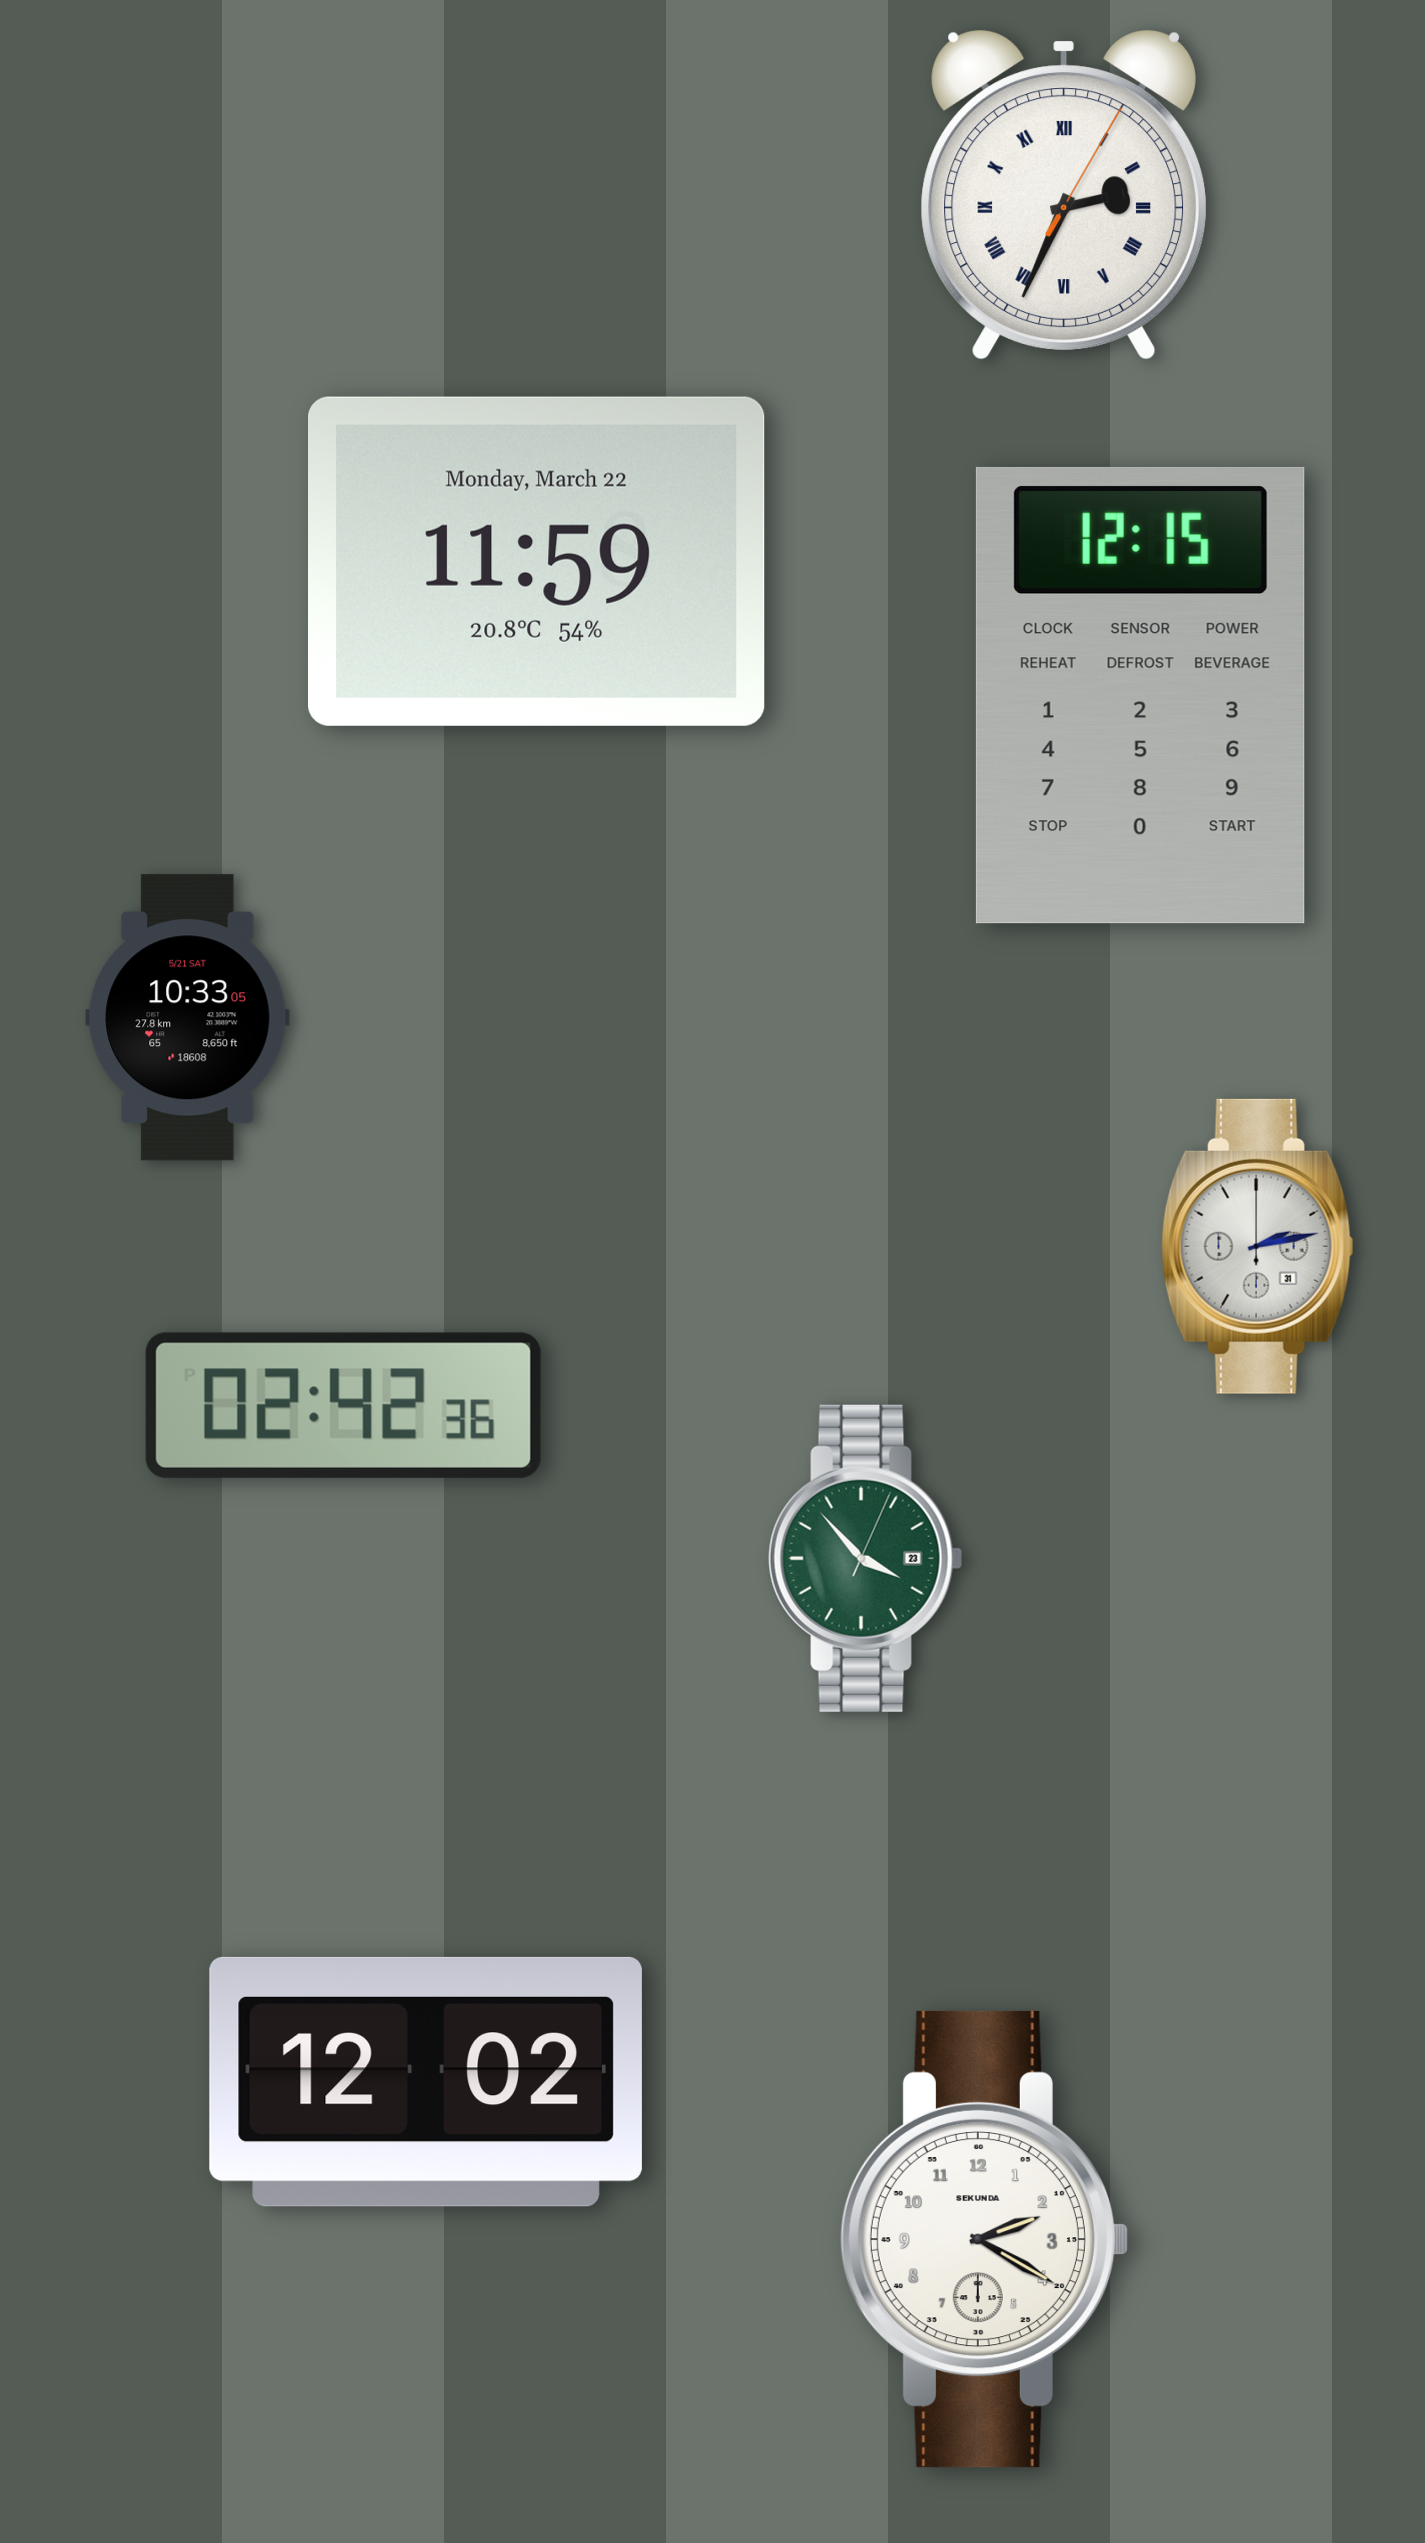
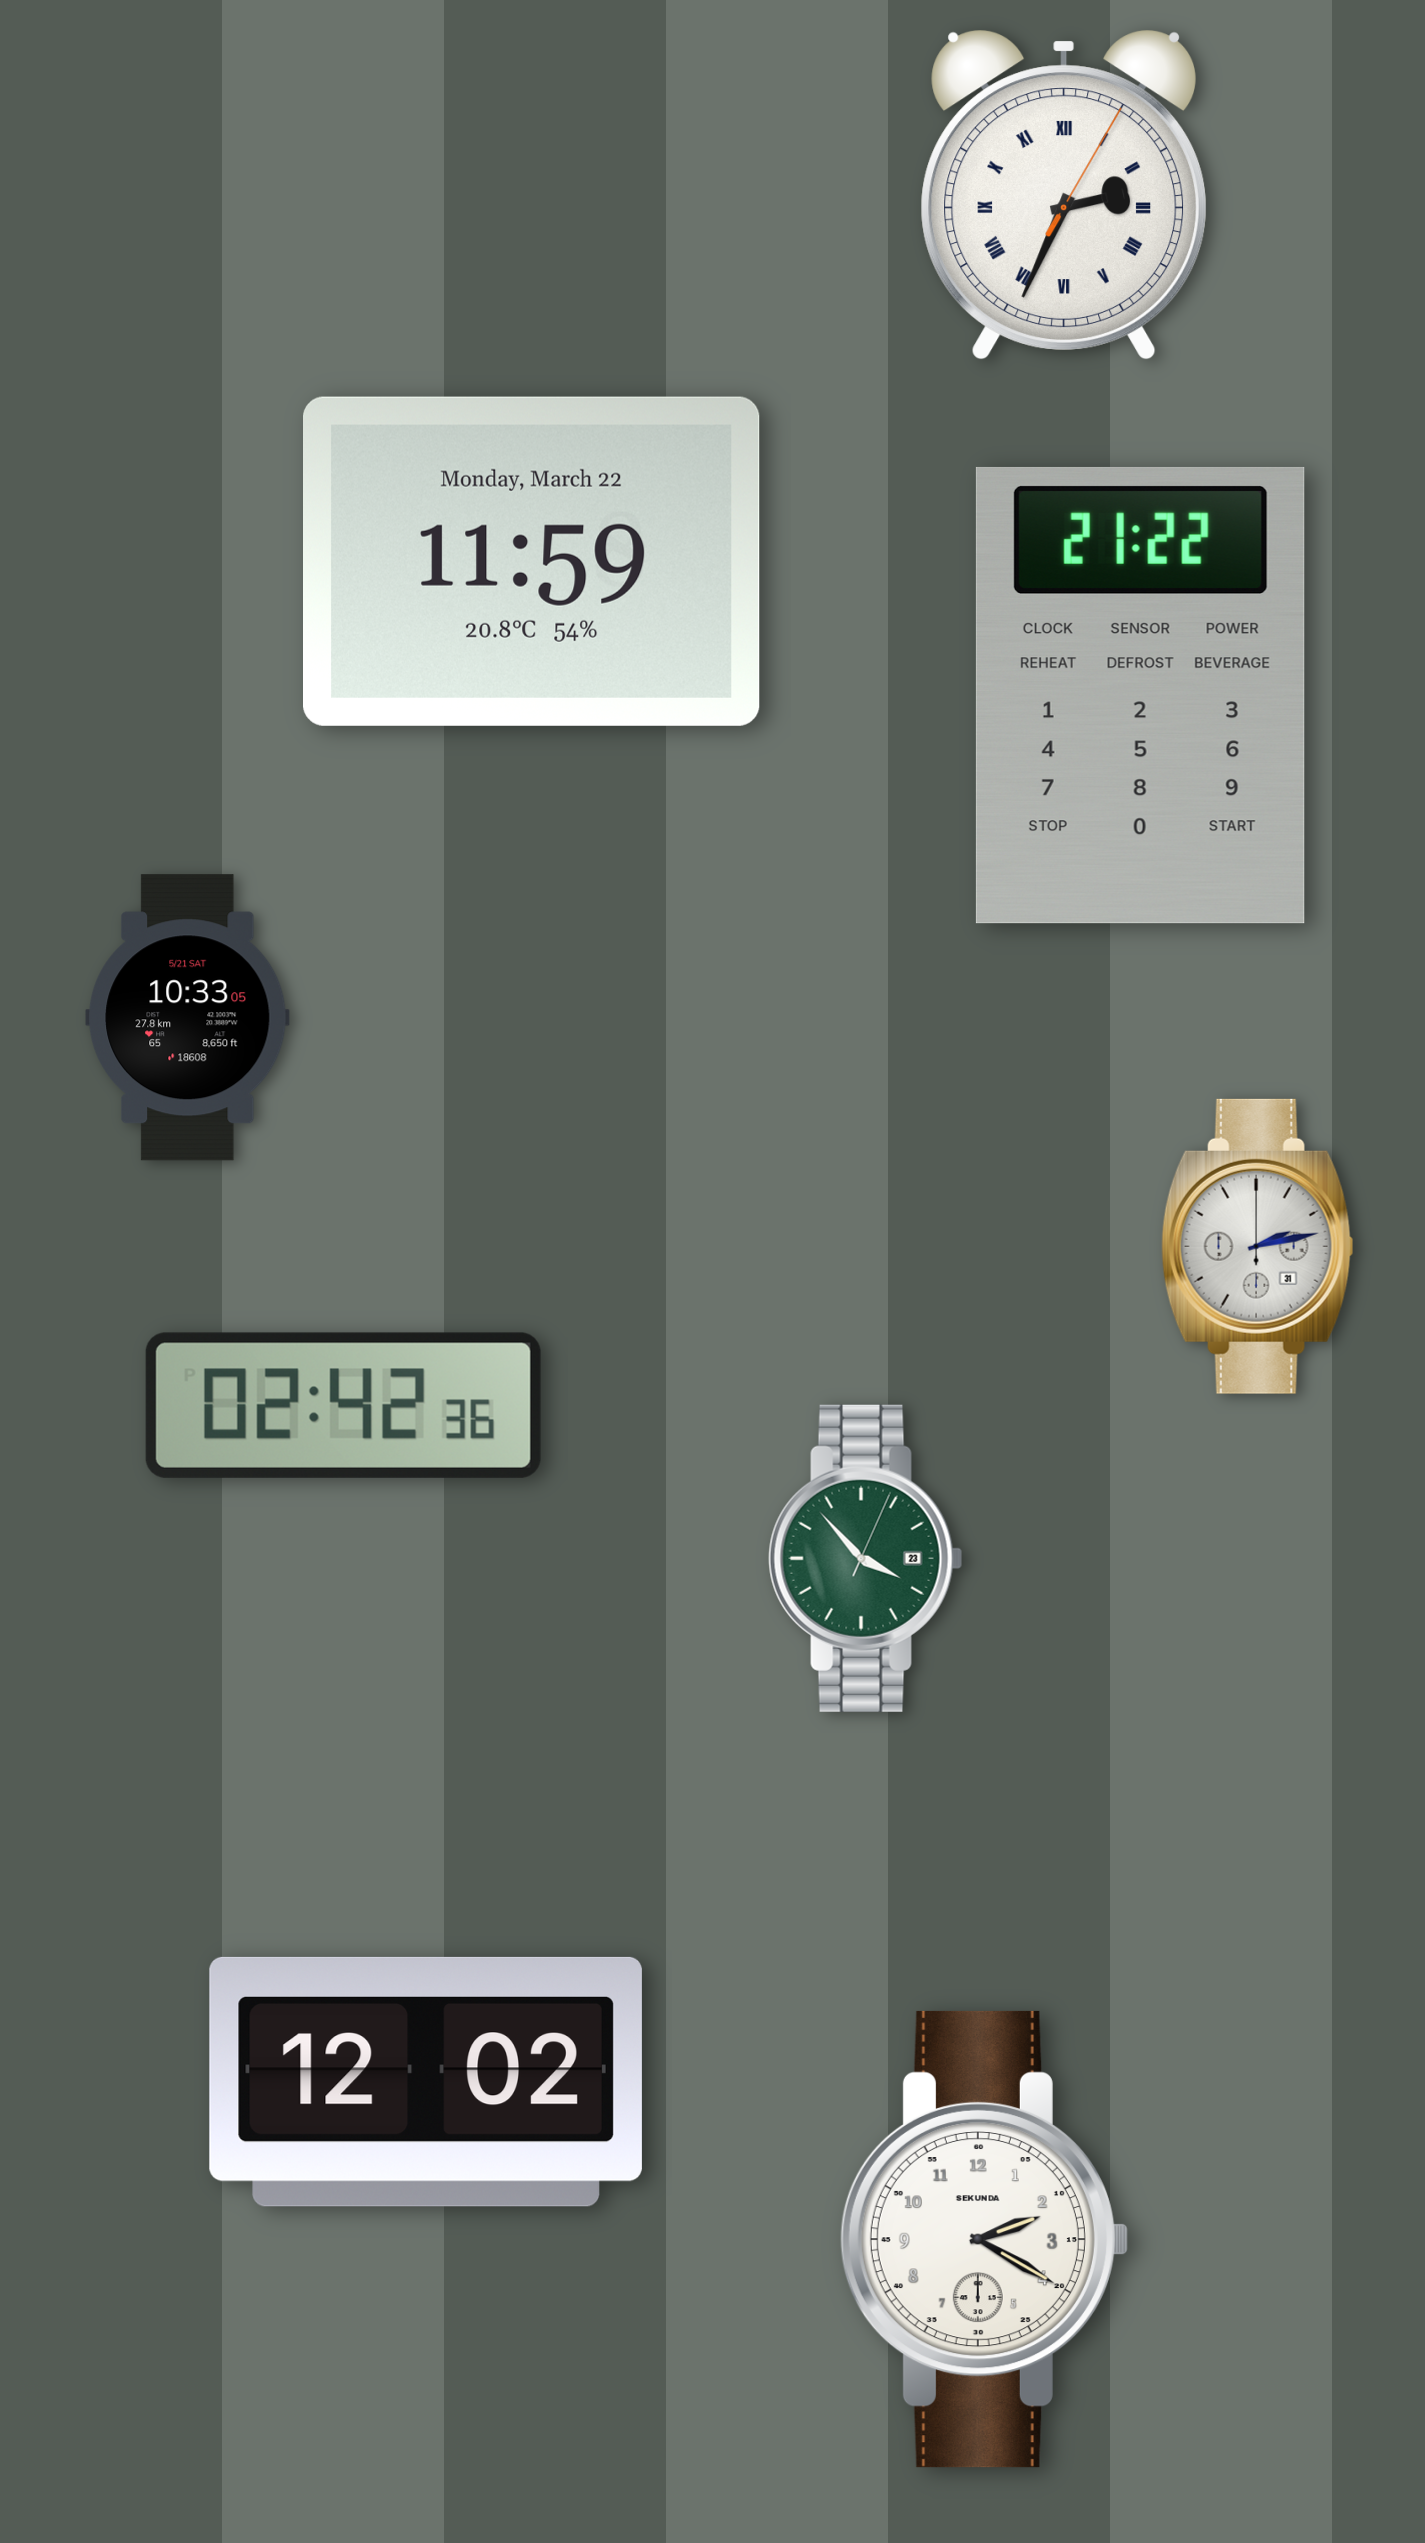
clock at (537, 561) position: (537, 561) -> (532, 561)
clock at (1140, 695): 12:15 -> 21:22
